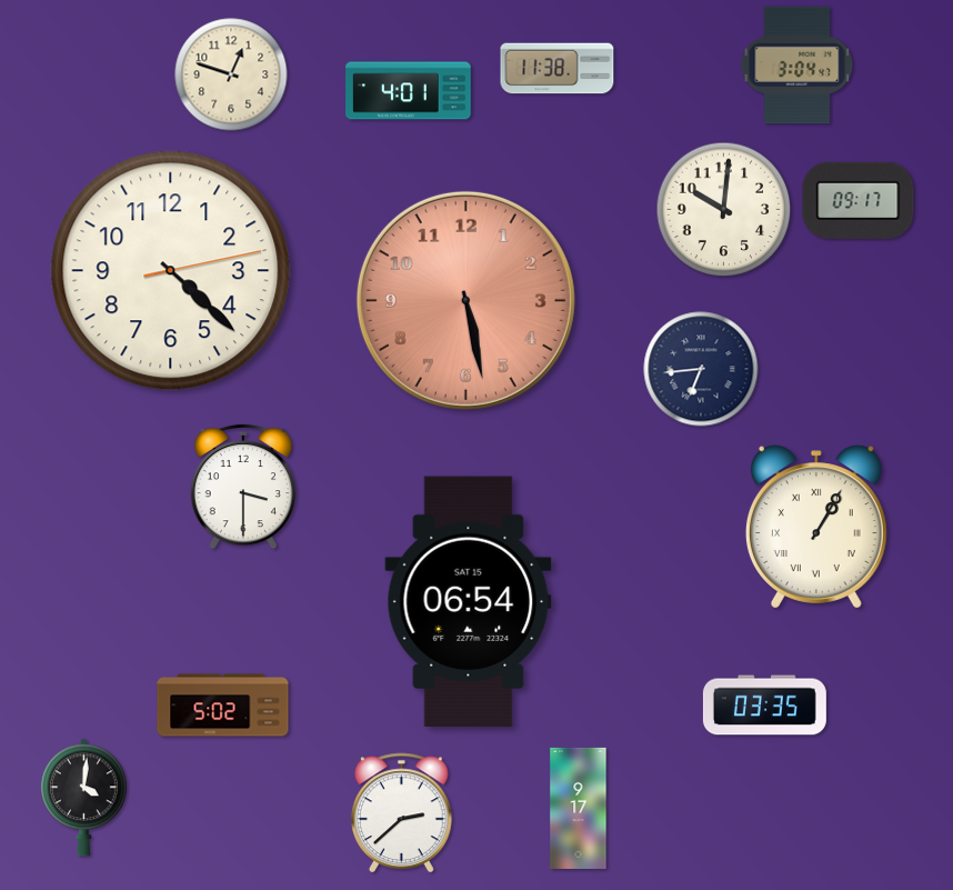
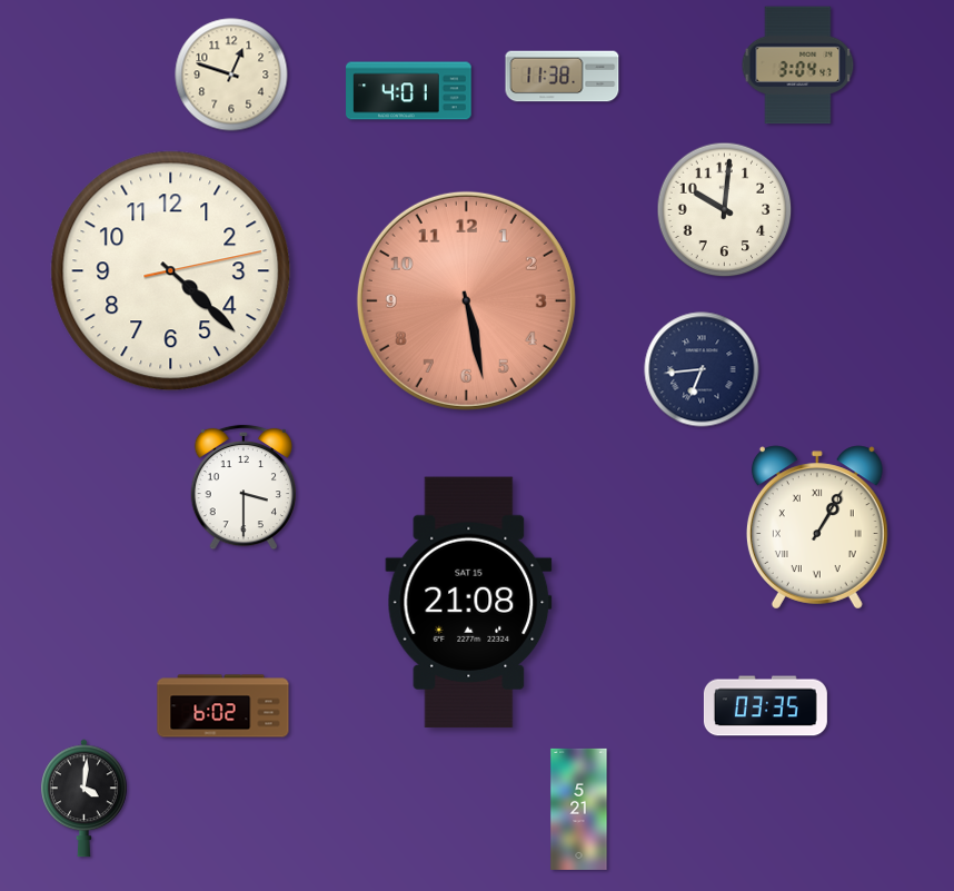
clock at (558, 69) position: (558, 69) -> (563, 77)
clock at (859, 200): 09:17 -> none
clock at (469, 602): 06:54 -> 21:08
clock at (223, 706): 5:02 -> 6:02
clock at (579, 808): 9:17 -> 5:21
clock at (402, 813): 2:38 -> none
